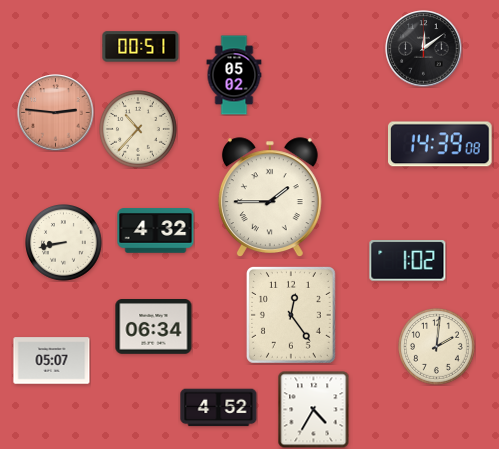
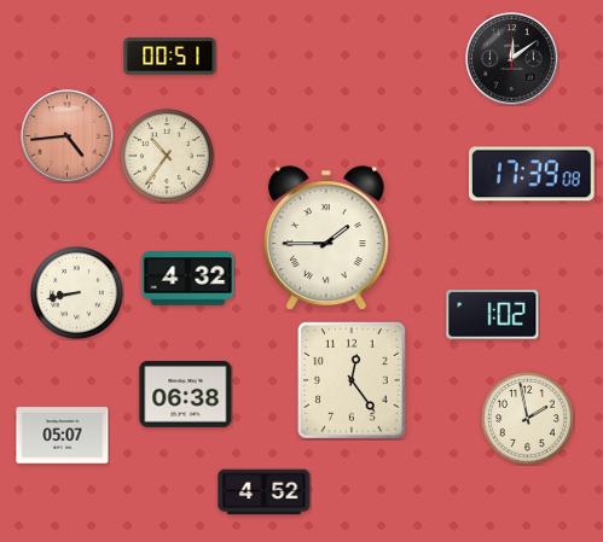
clock at (234, 75): 05:02 -> none
clock at (56, 113): 2:46 -> 4:44
clock at (139, 130): 10:37 -> 10:36
clock at (441, 144): 14:39 -> 17:39
clock at (154, 327): 06:34 -> 06:38
clock at (437, 347): 2:01 -> 1:58
clock at (314, 409): 4:35 -> none
